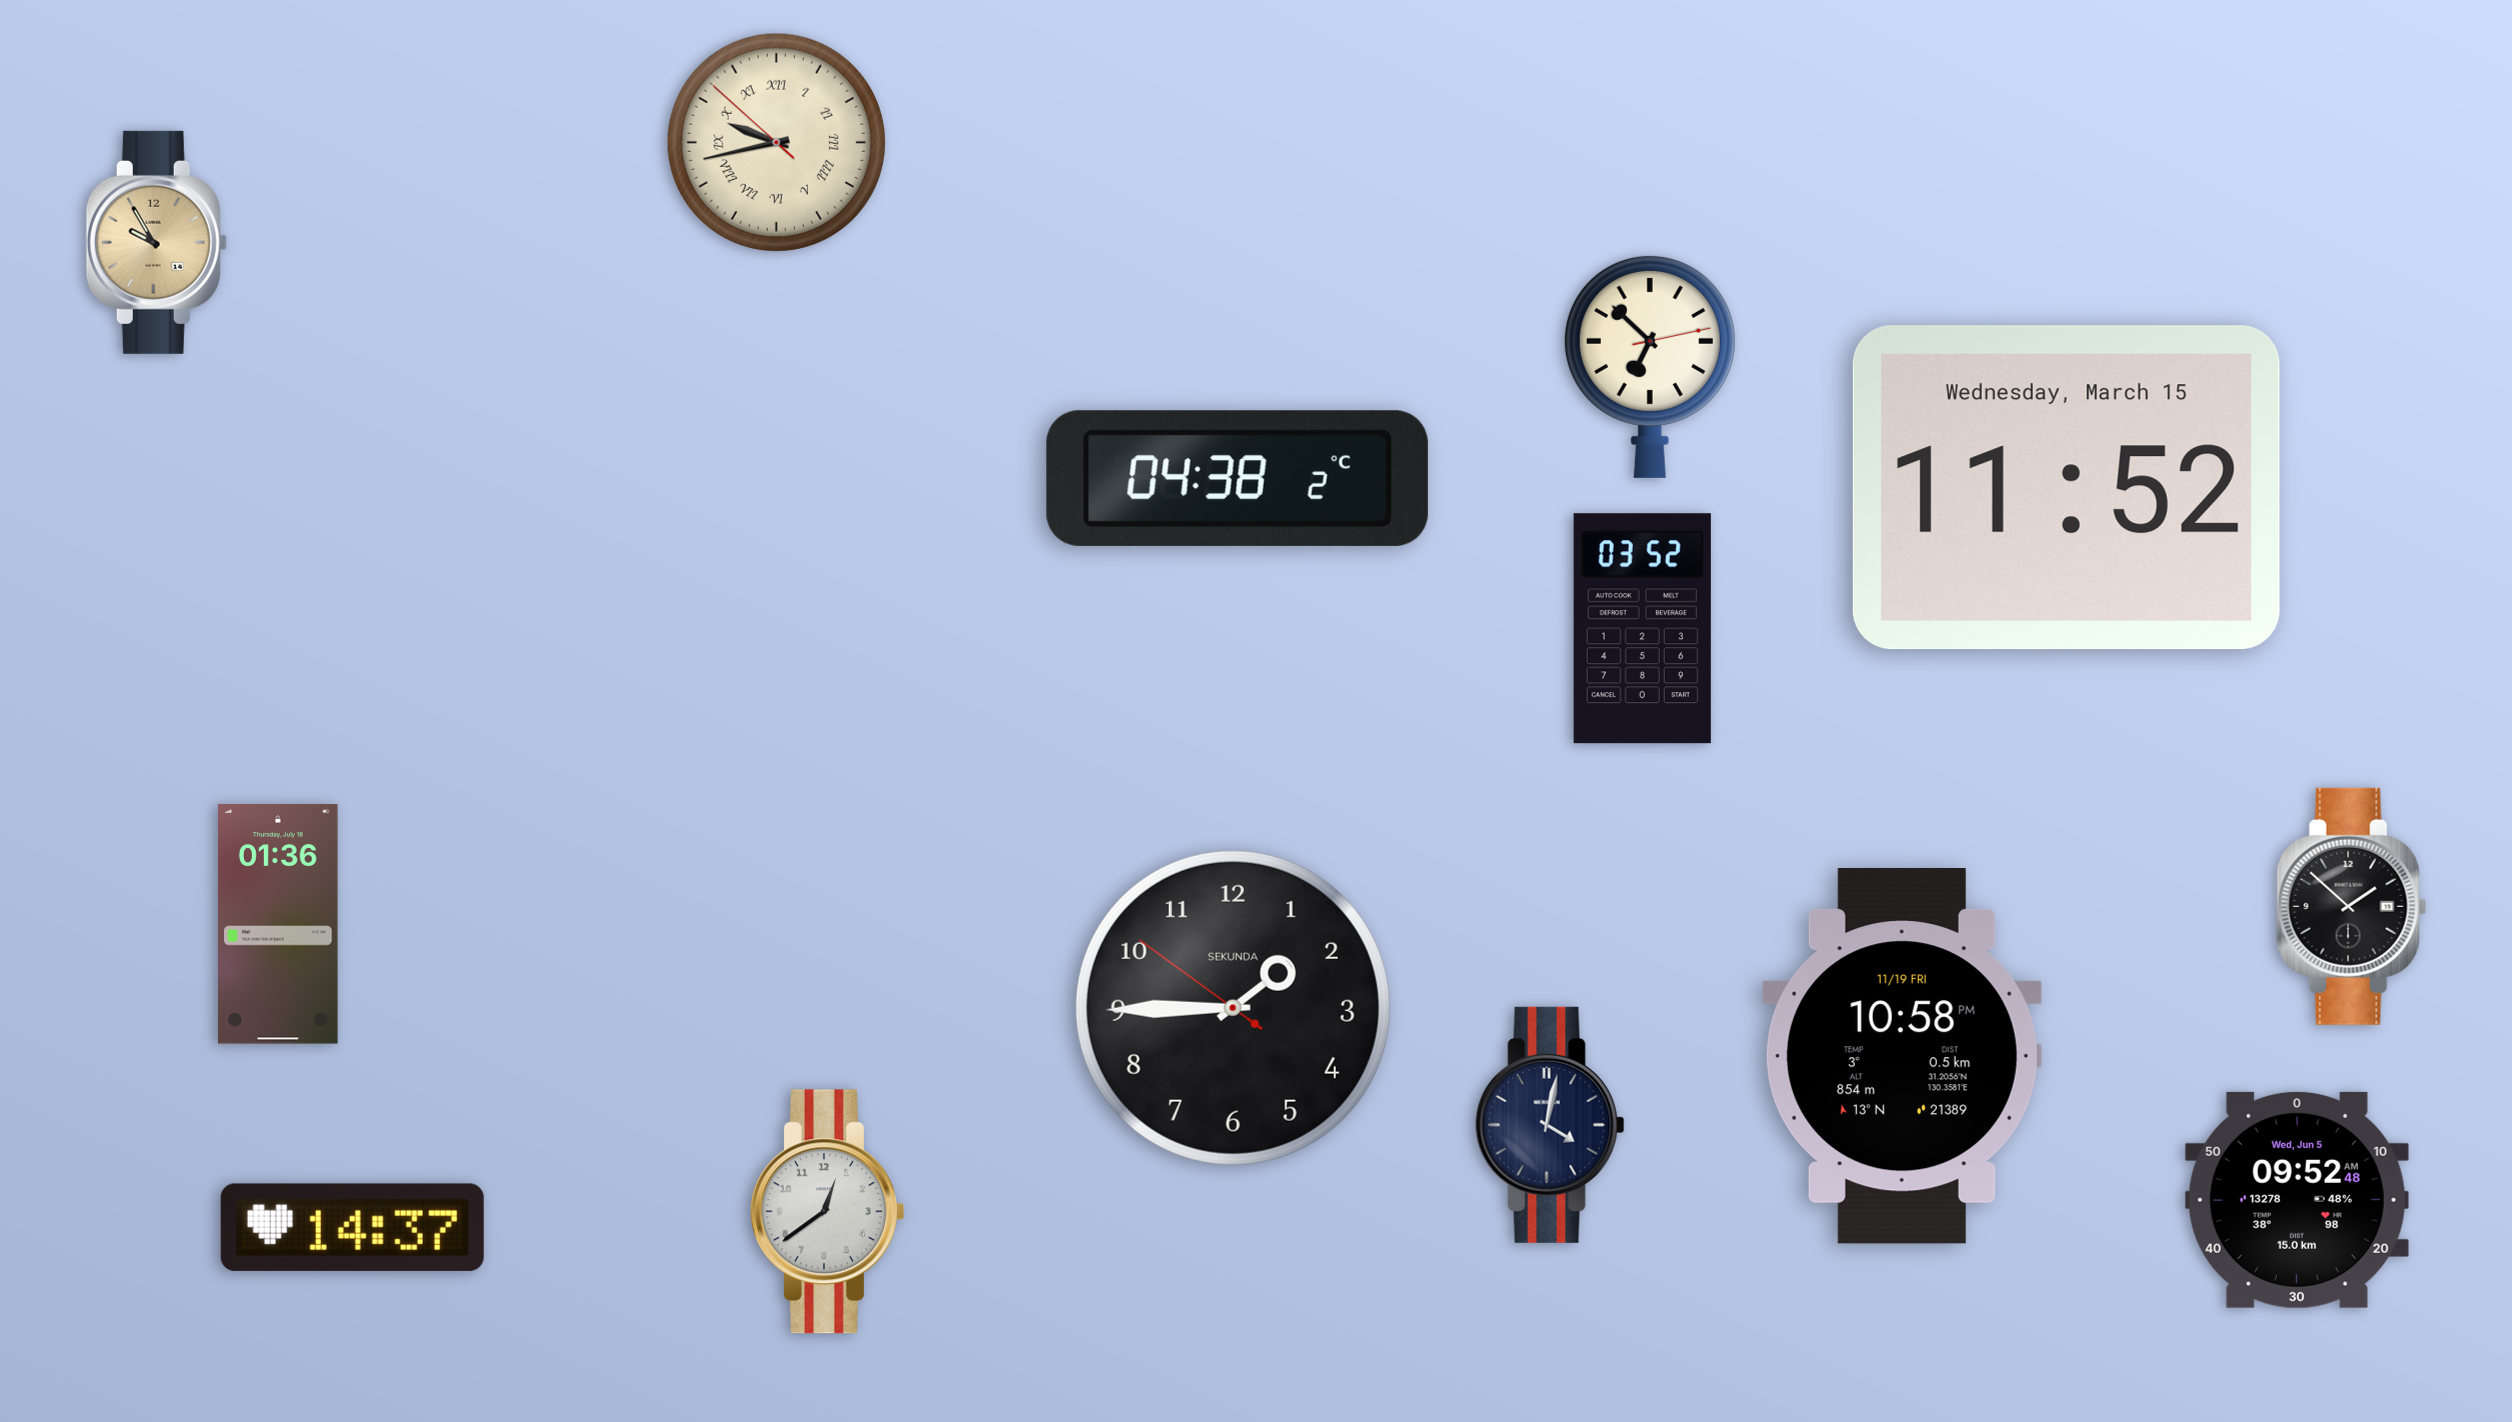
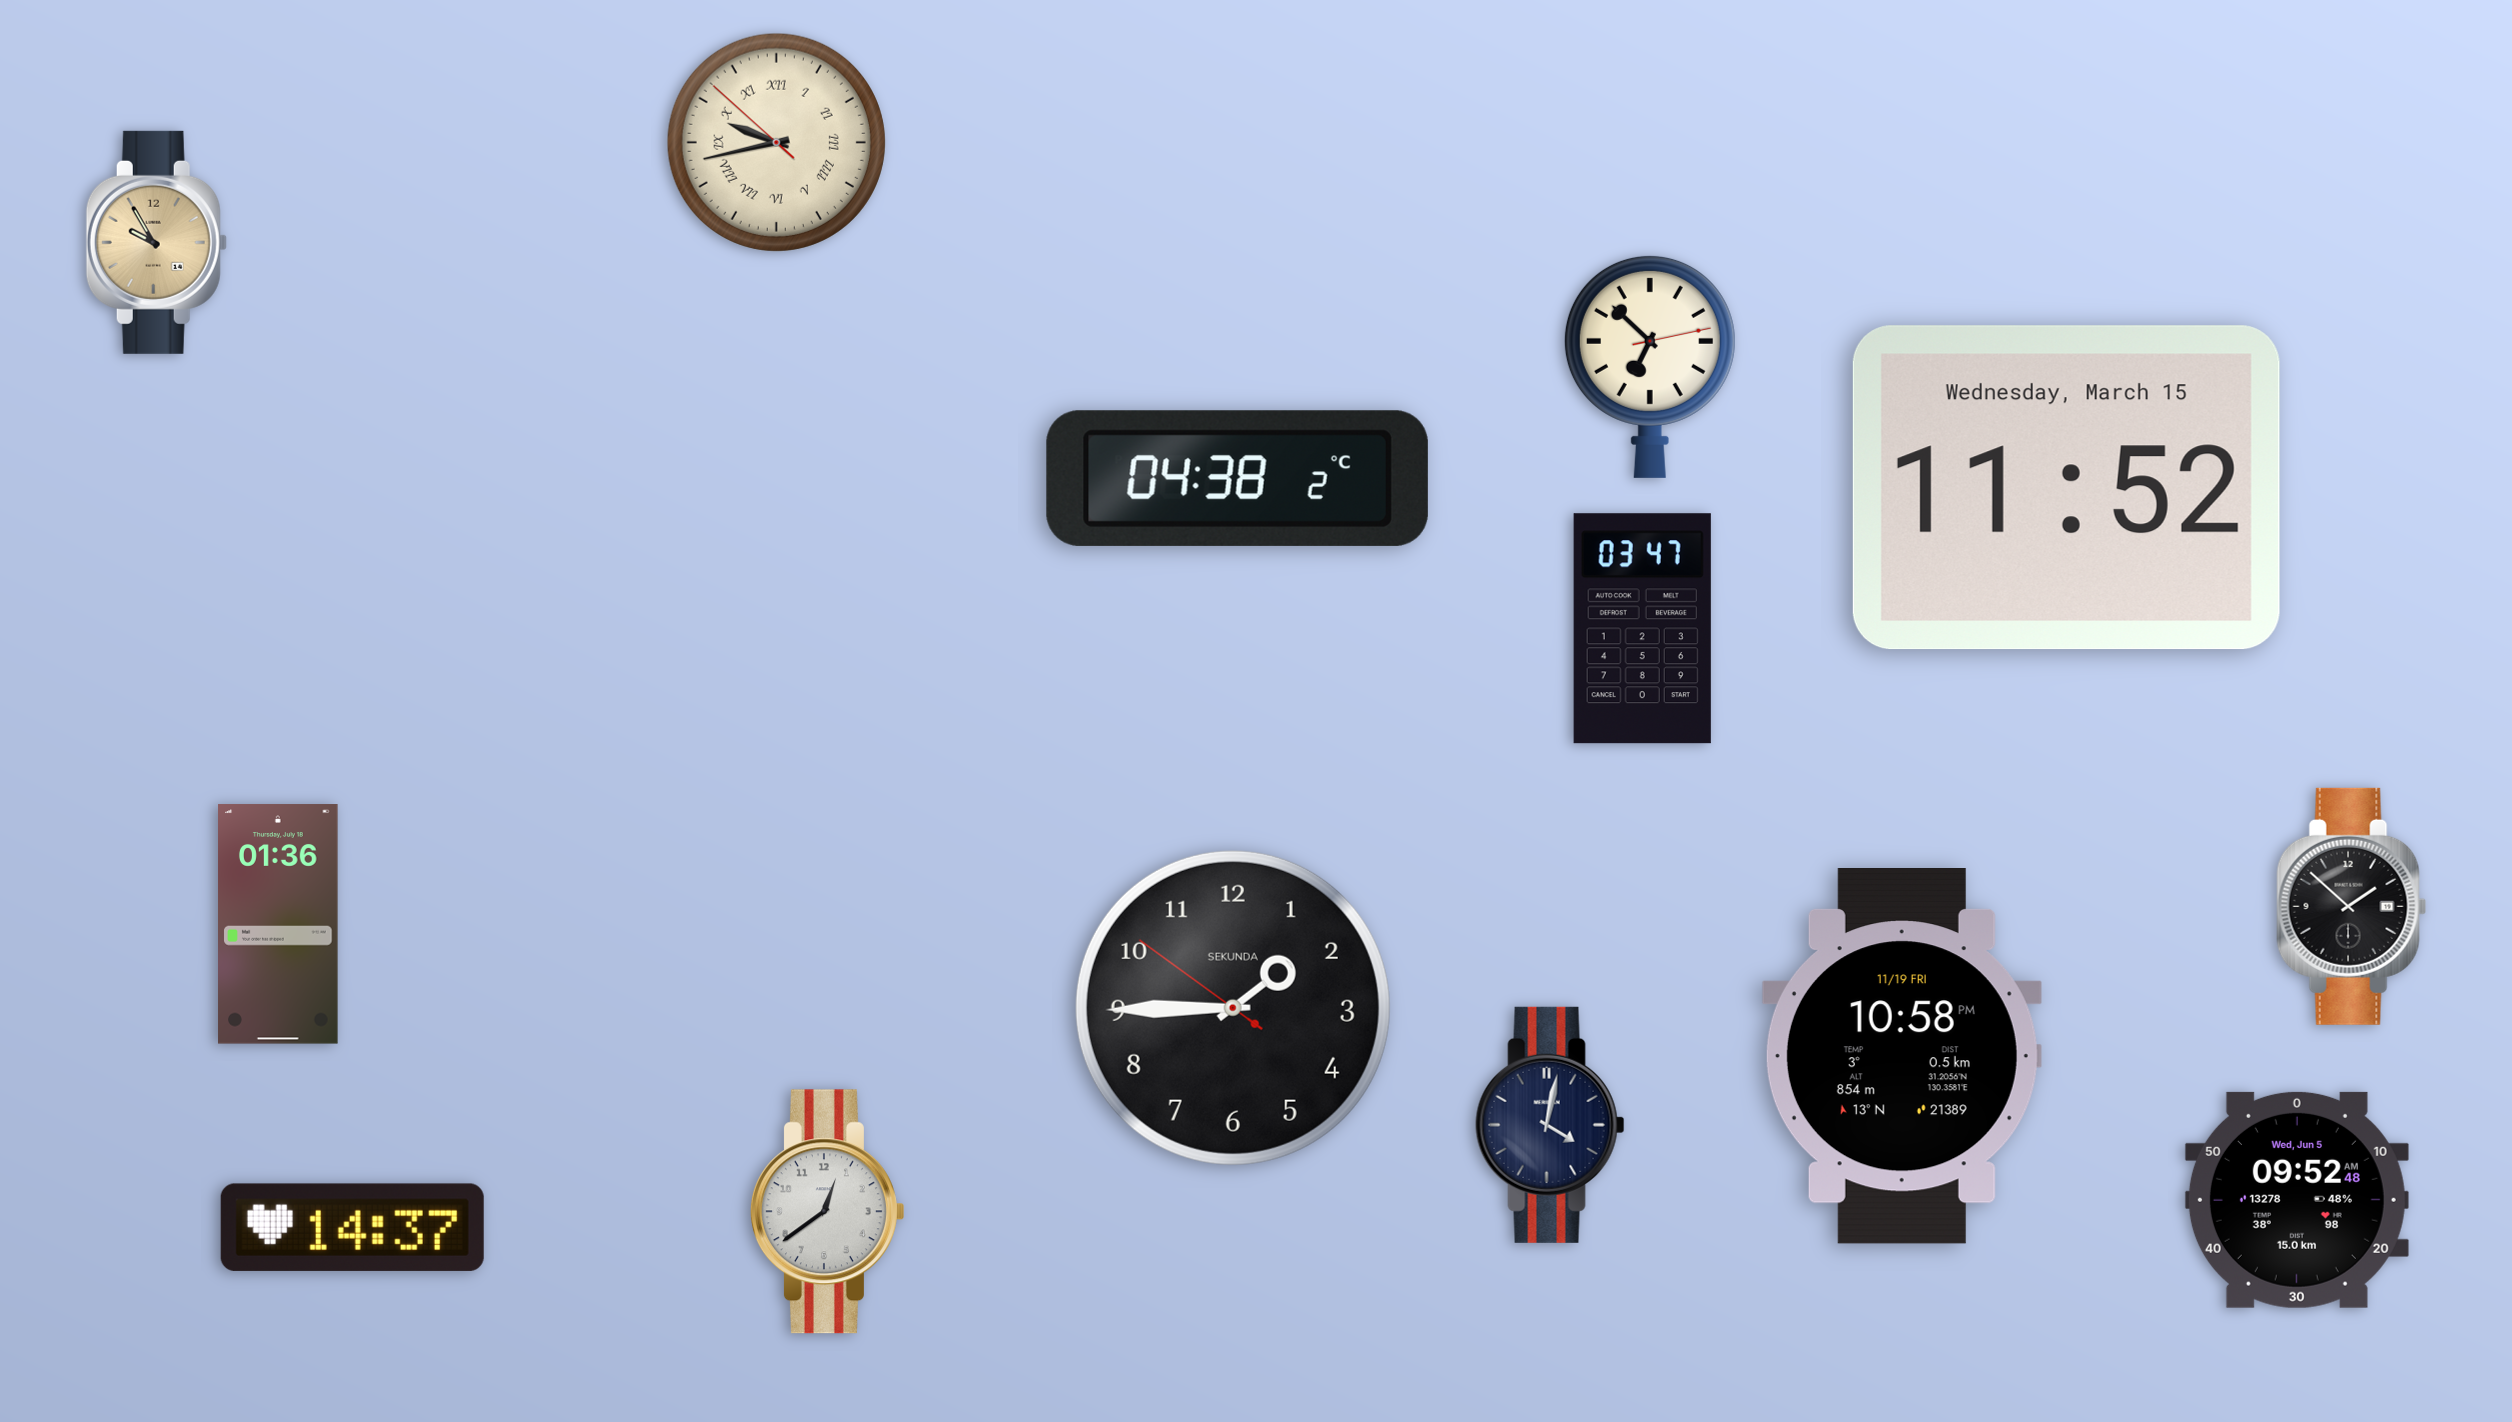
clock at (1642, 629): 03:52 -> 03:47
